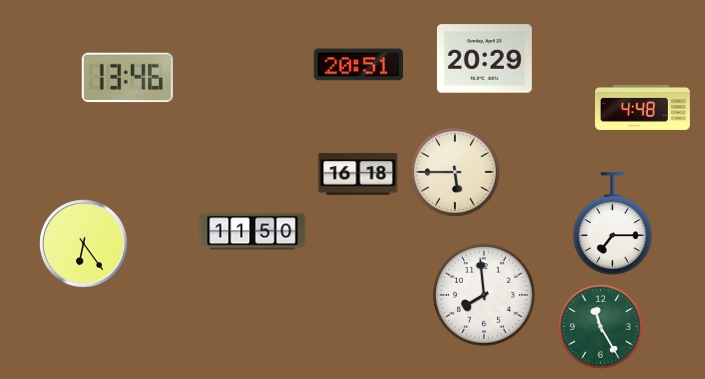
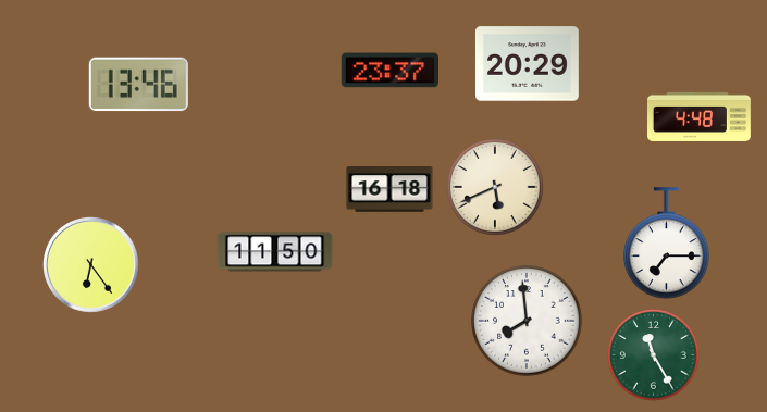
clock at (358, 65): 20:51 -> 23:37
clock at (456, 173): 5:45 -> 5:41
